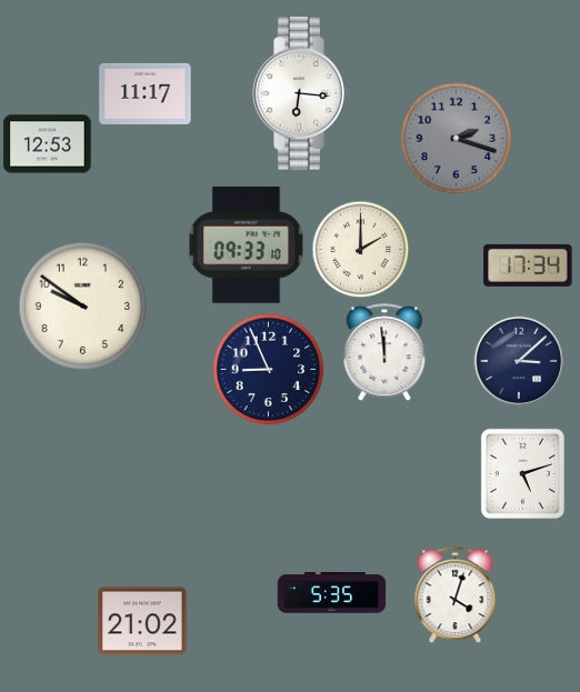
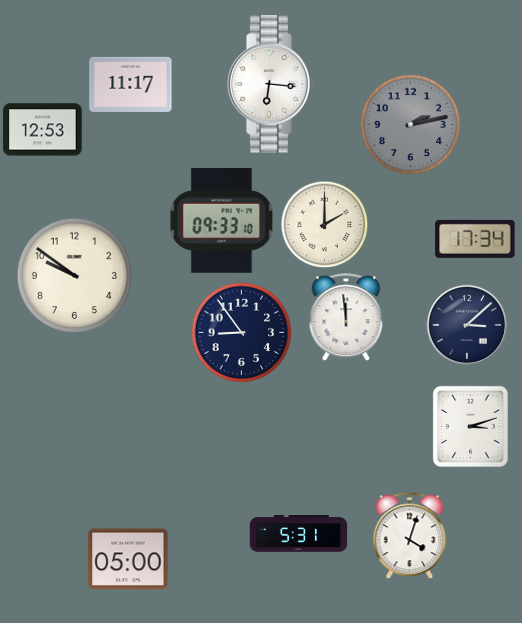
clock at (457, 139): 2:18 -> 2:13
clock at (269, 370): 8:56 -> 8:54
clock at (522, 473): 5:12 -> 3:12
clock at (332, 593): 5:35 -> 5:31
clock at (142, 621): 21:02 -> 05:00
